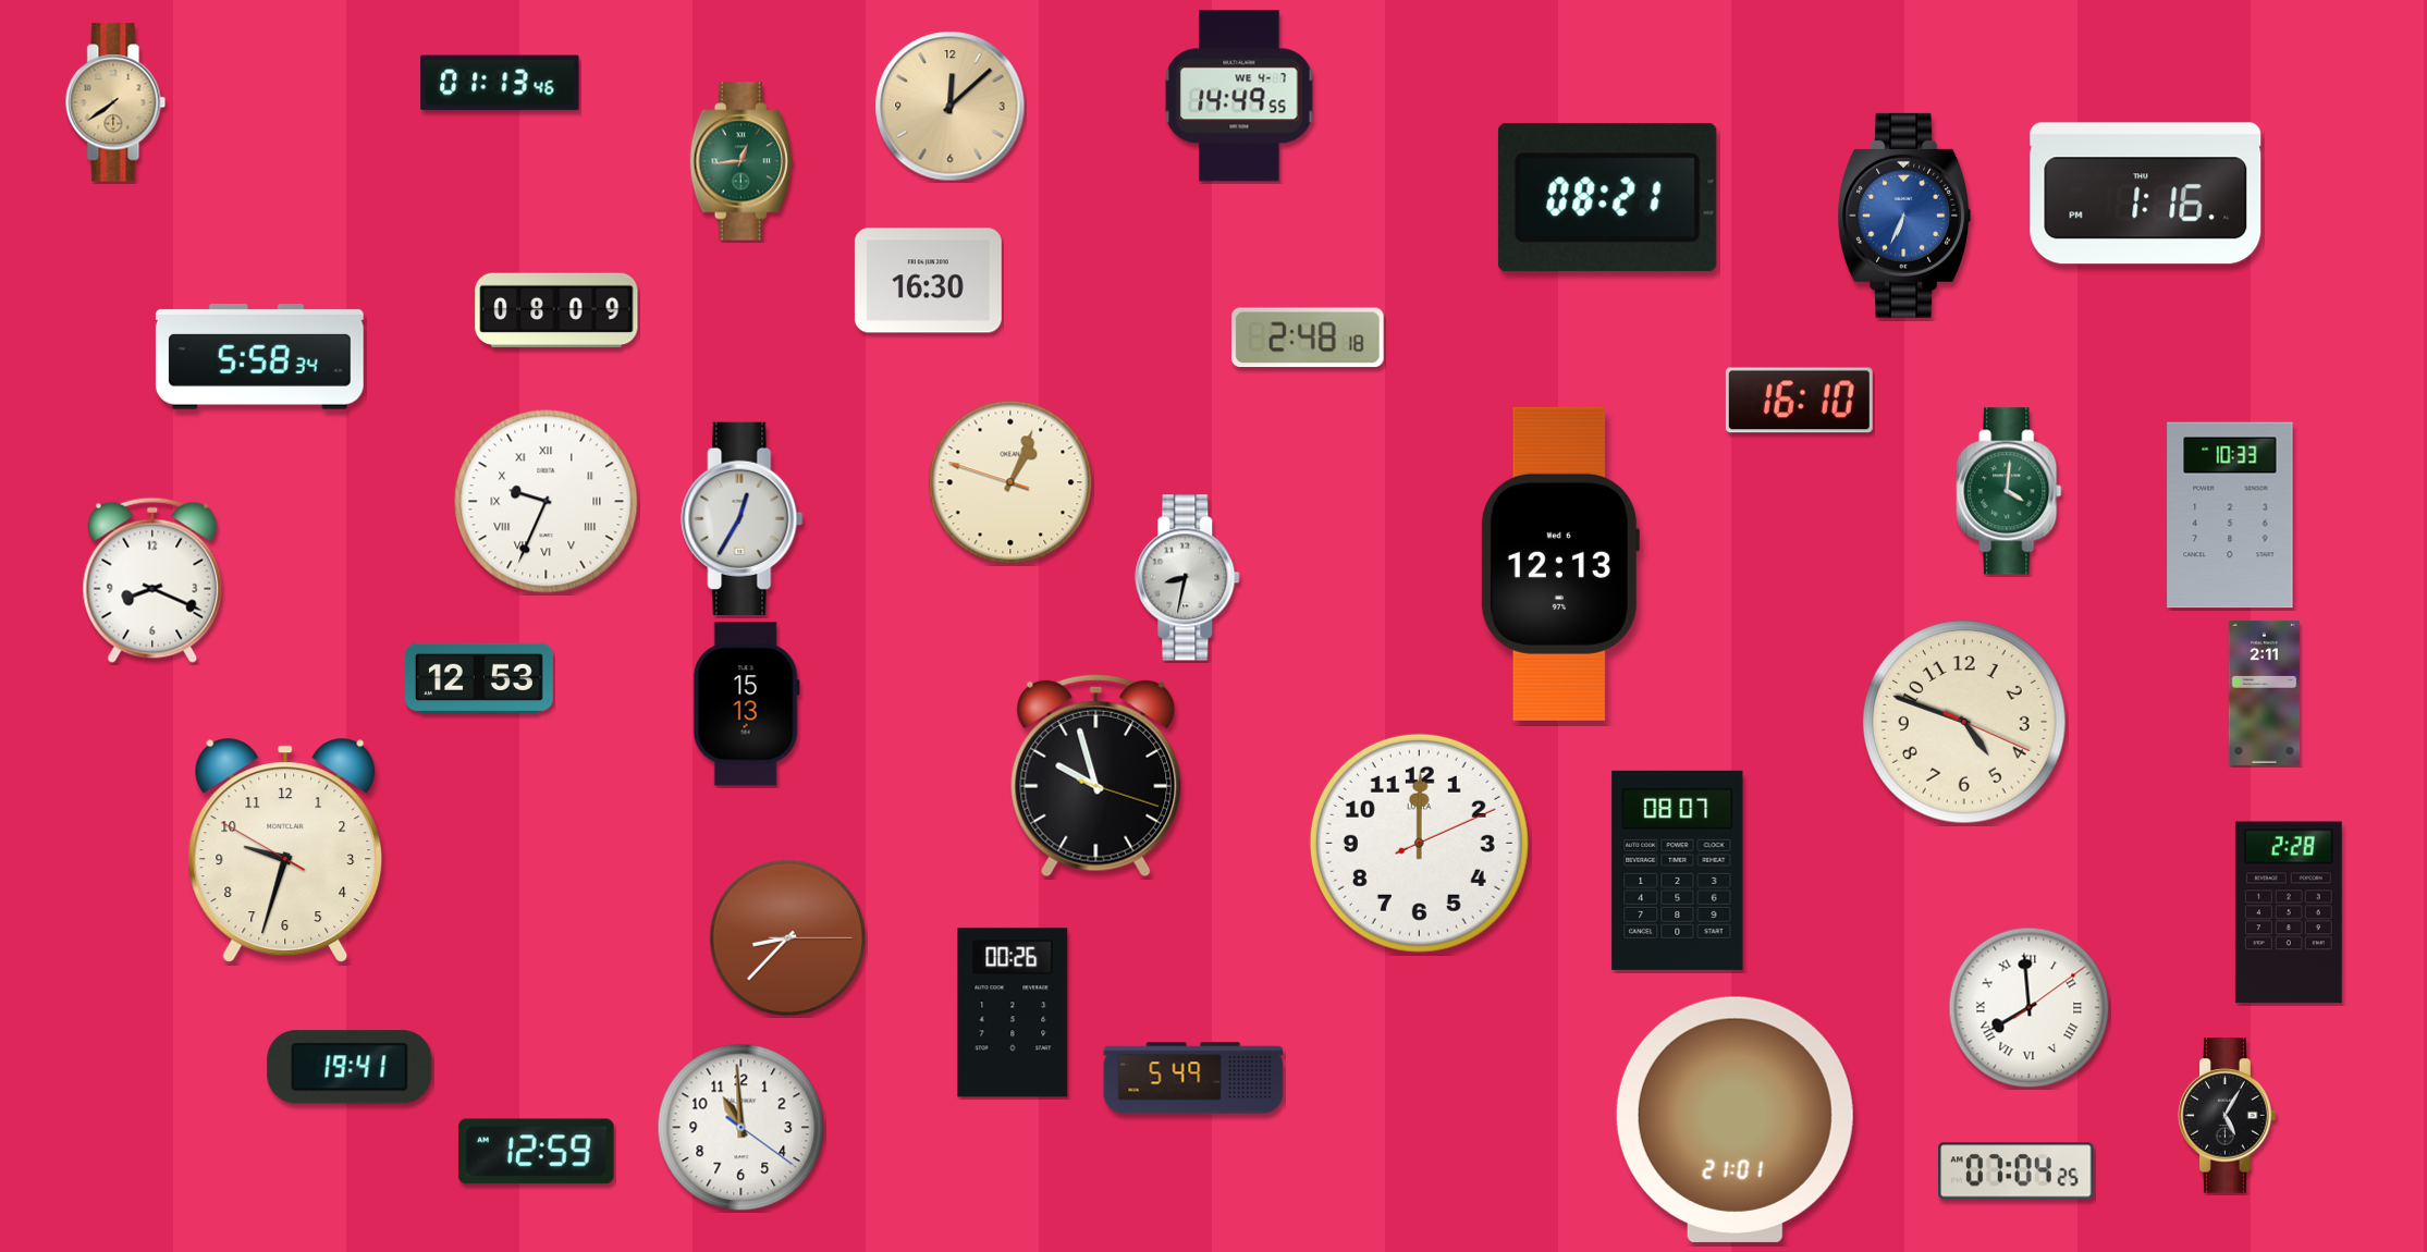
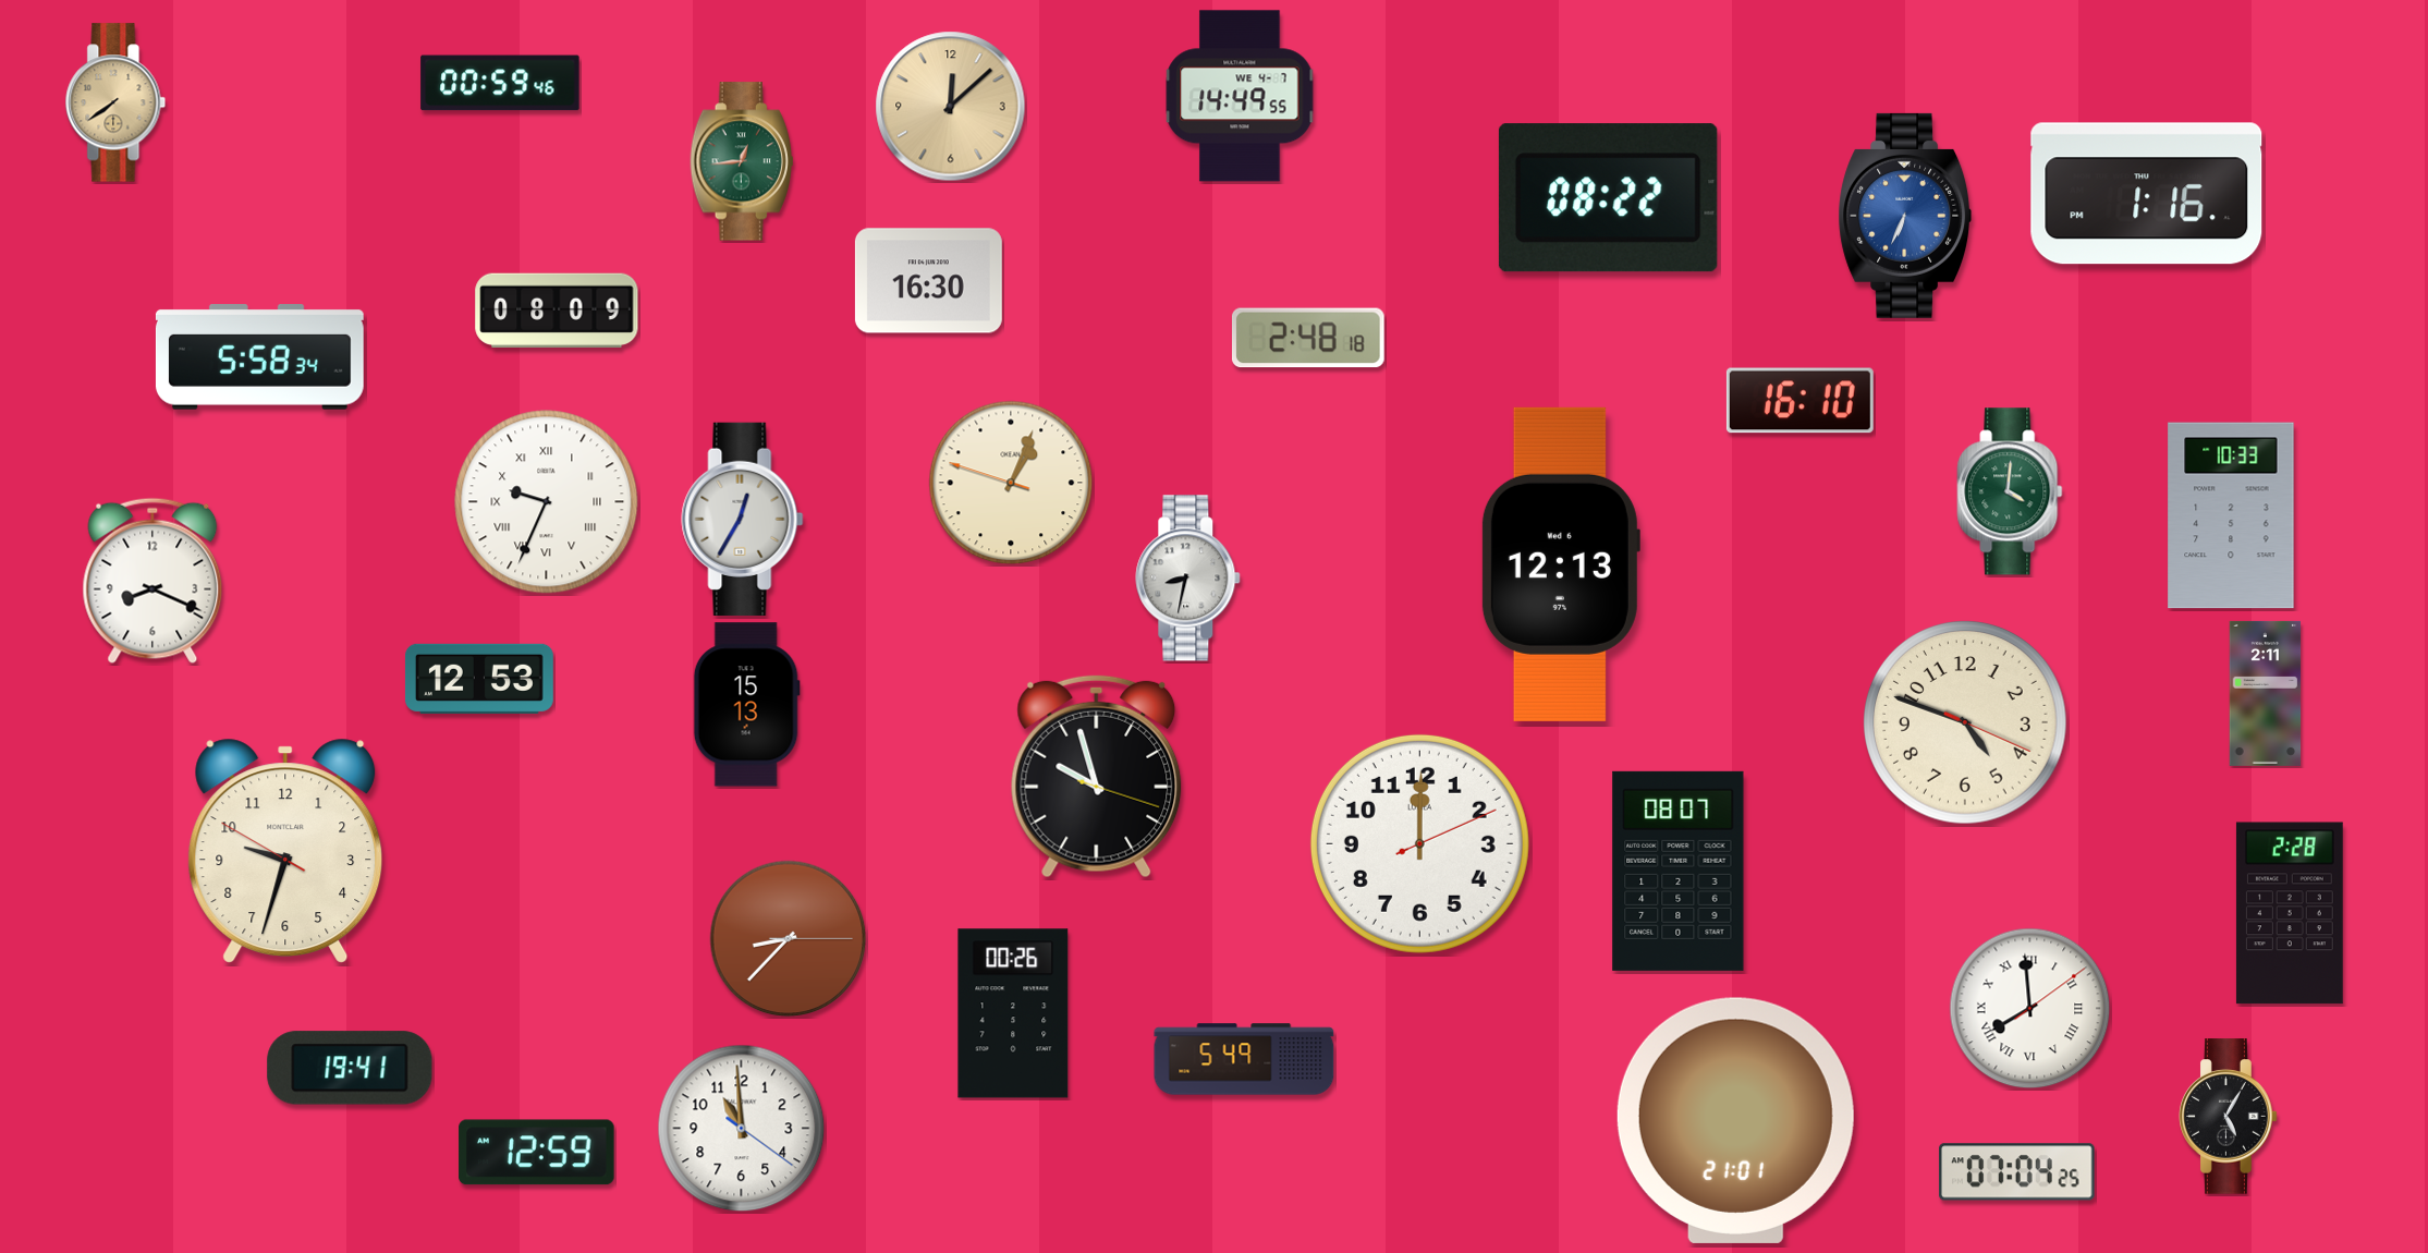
clock at (500, 83): 01:13 -> 00:59
clock at (1607, 198): 08:21 -> 08:22
clock at (1193, 1078) position: (1193, 1078) -> (1244, 1059)
